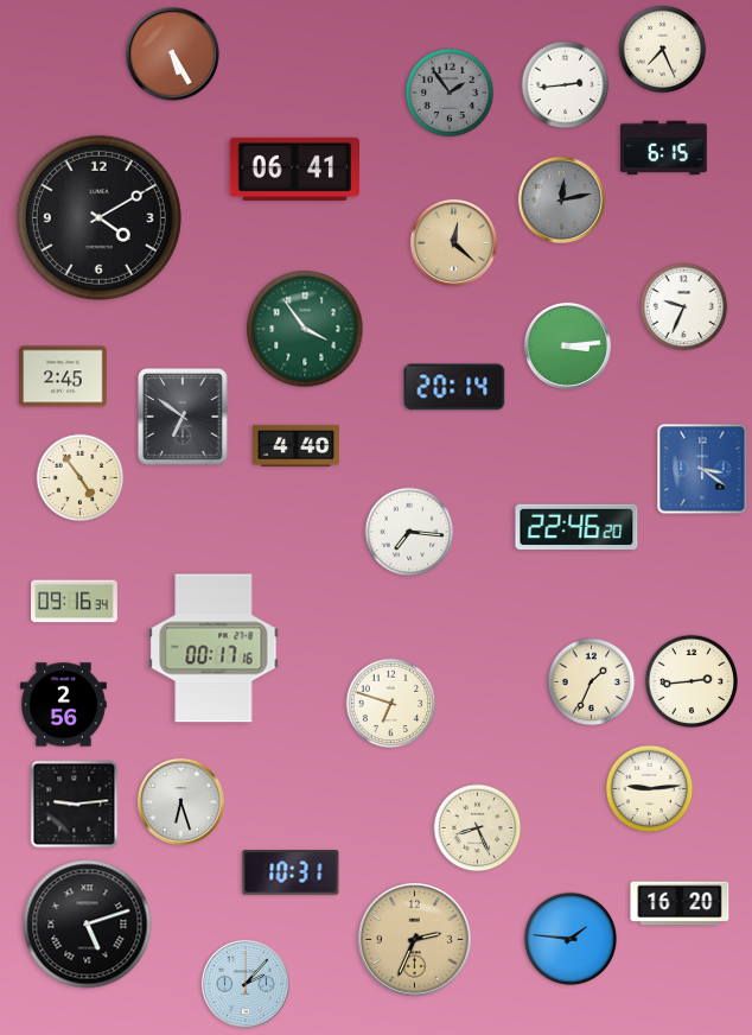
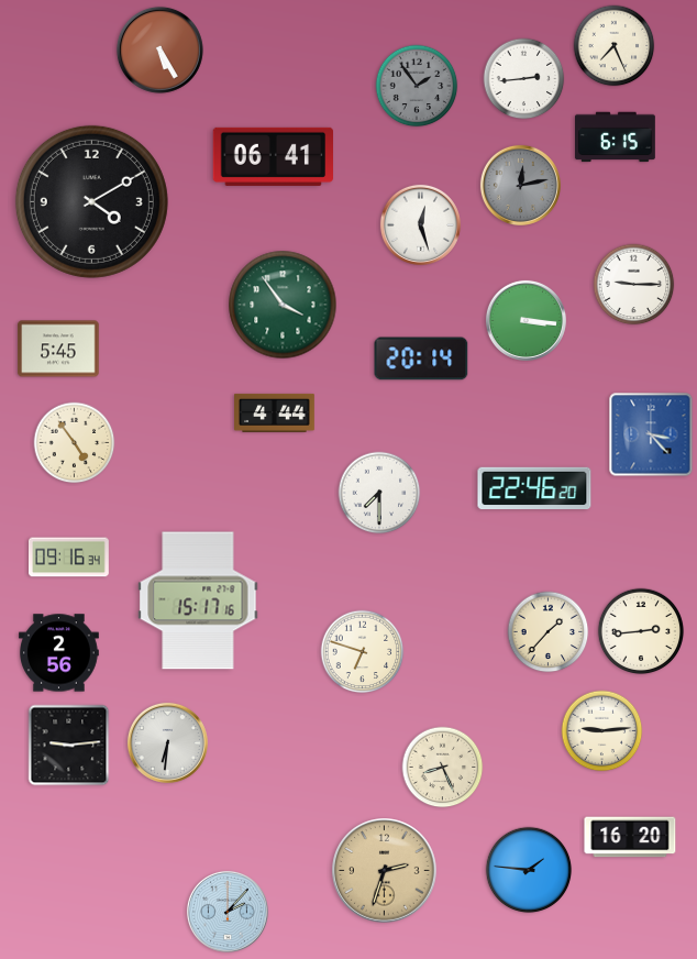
clock at (453, 242): 12:22 -> 12:27
clock at (453, 242) dial: champagne -> white
clock at (684, 307): 9:34 -> 9:15
clock at (567, 345): 3:14 -> 3:16
clock at (63, 376): 2:45 -> 5:45
clock at (183, 417): 6:51 -> none
clock at (297, 445): 4:40 -> 4:44
clock at (702, 469): 3:21 -> 3:23
clock at (409, 532): 7:16 -> 7:30
clock at (214, 648): 00:17 -> 15:17
clock at (592, 682): 1:34 -> 1:37
clock at (180, 801): 6:27 -> 6:31
clock at (291, 872): 10:31 -> none
clock at (88, 925): 5:12 -> none
clock at (415, 940): 2:34 -> 2:33
